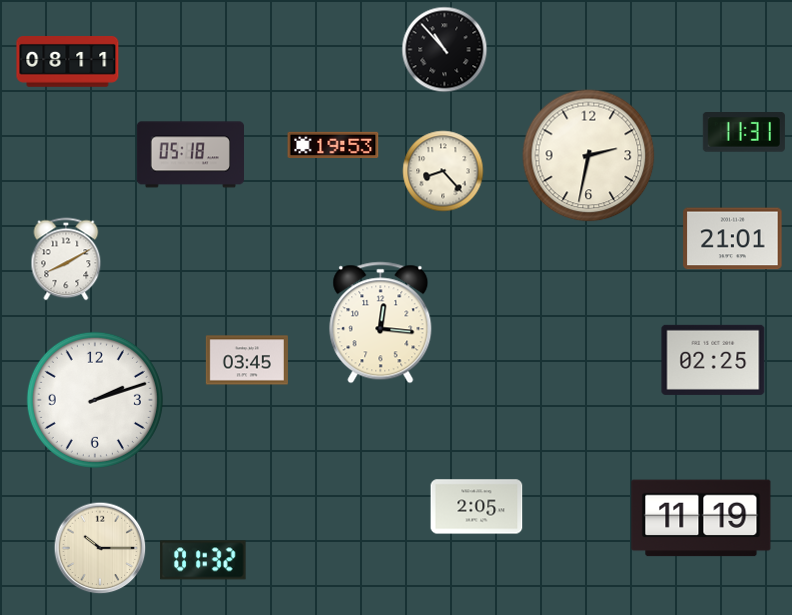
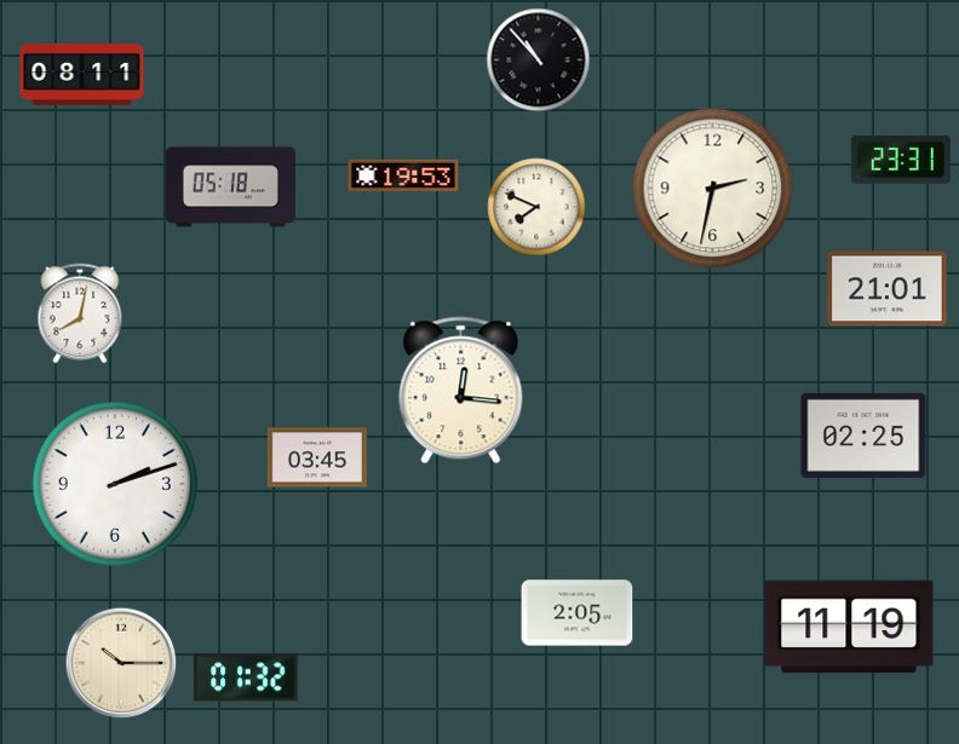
clock at (744, 133): 11:31 -> 23:31
clock at (443, 171): 8:23 -> 7:49
clock at (66, 259): 8:10 -> 8:02
clock at (247, 360) position: (247, 360) -> (317, 457)
